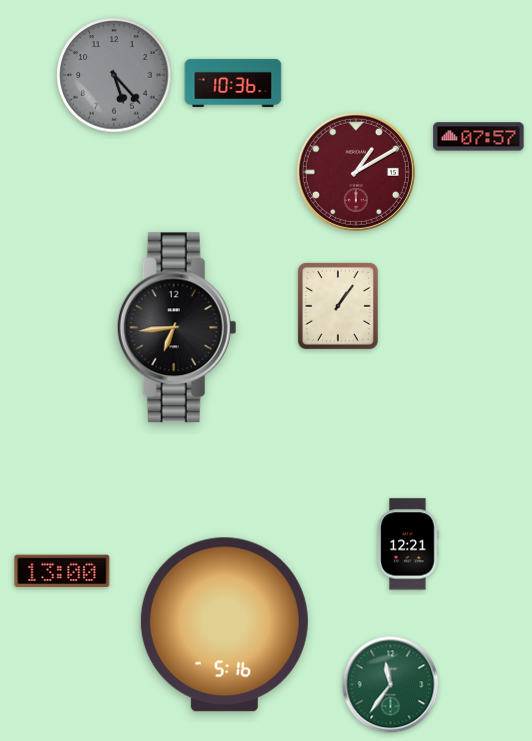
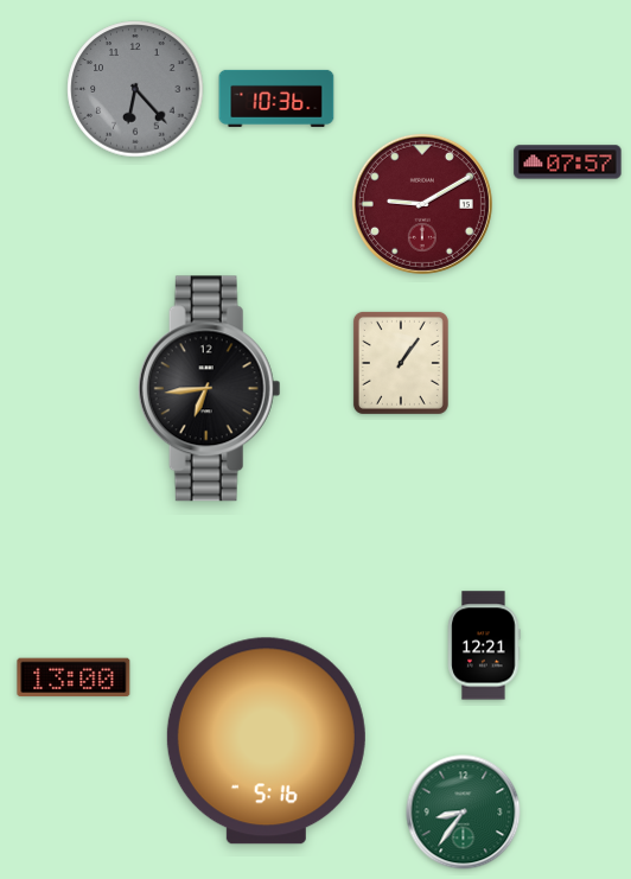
clock at (114, 75): 5:23 -> 6:23
clock at (356, 172): 1:10 -> 9:10
clock at (391, 685): 11:36 -> 8:36
